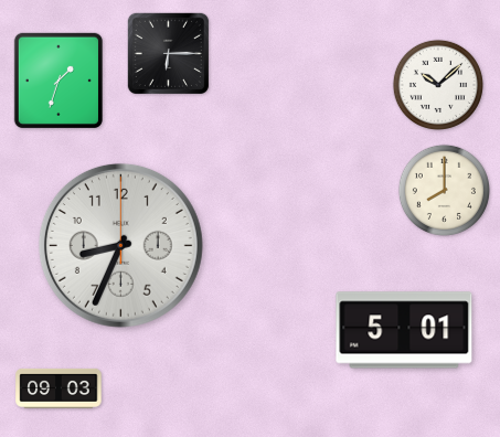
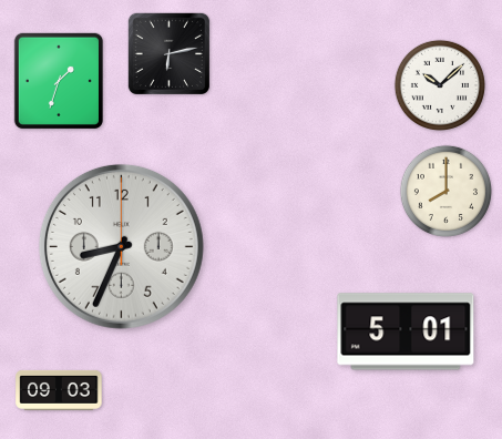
clock at (168, 53): 6:15 -> 6:13
